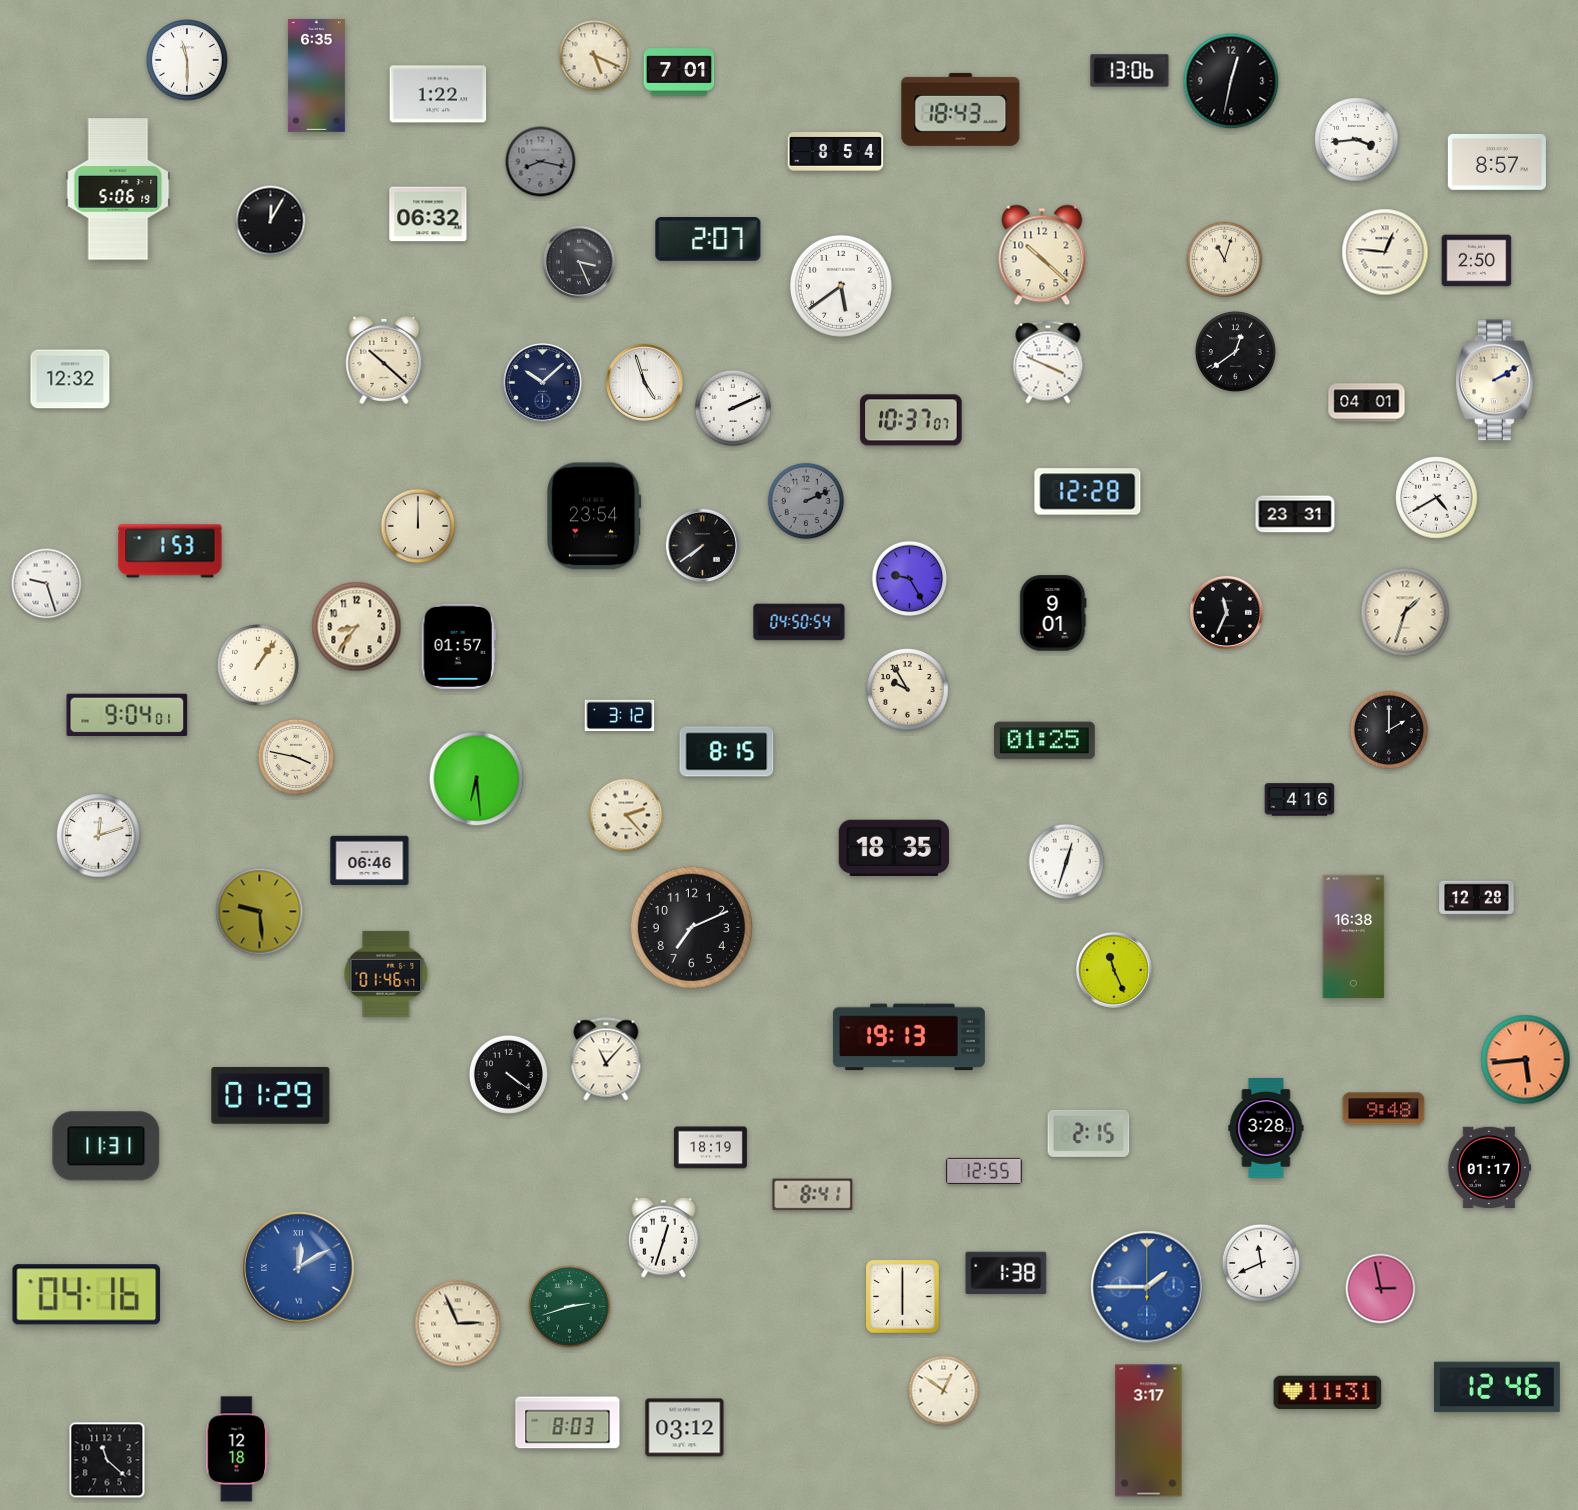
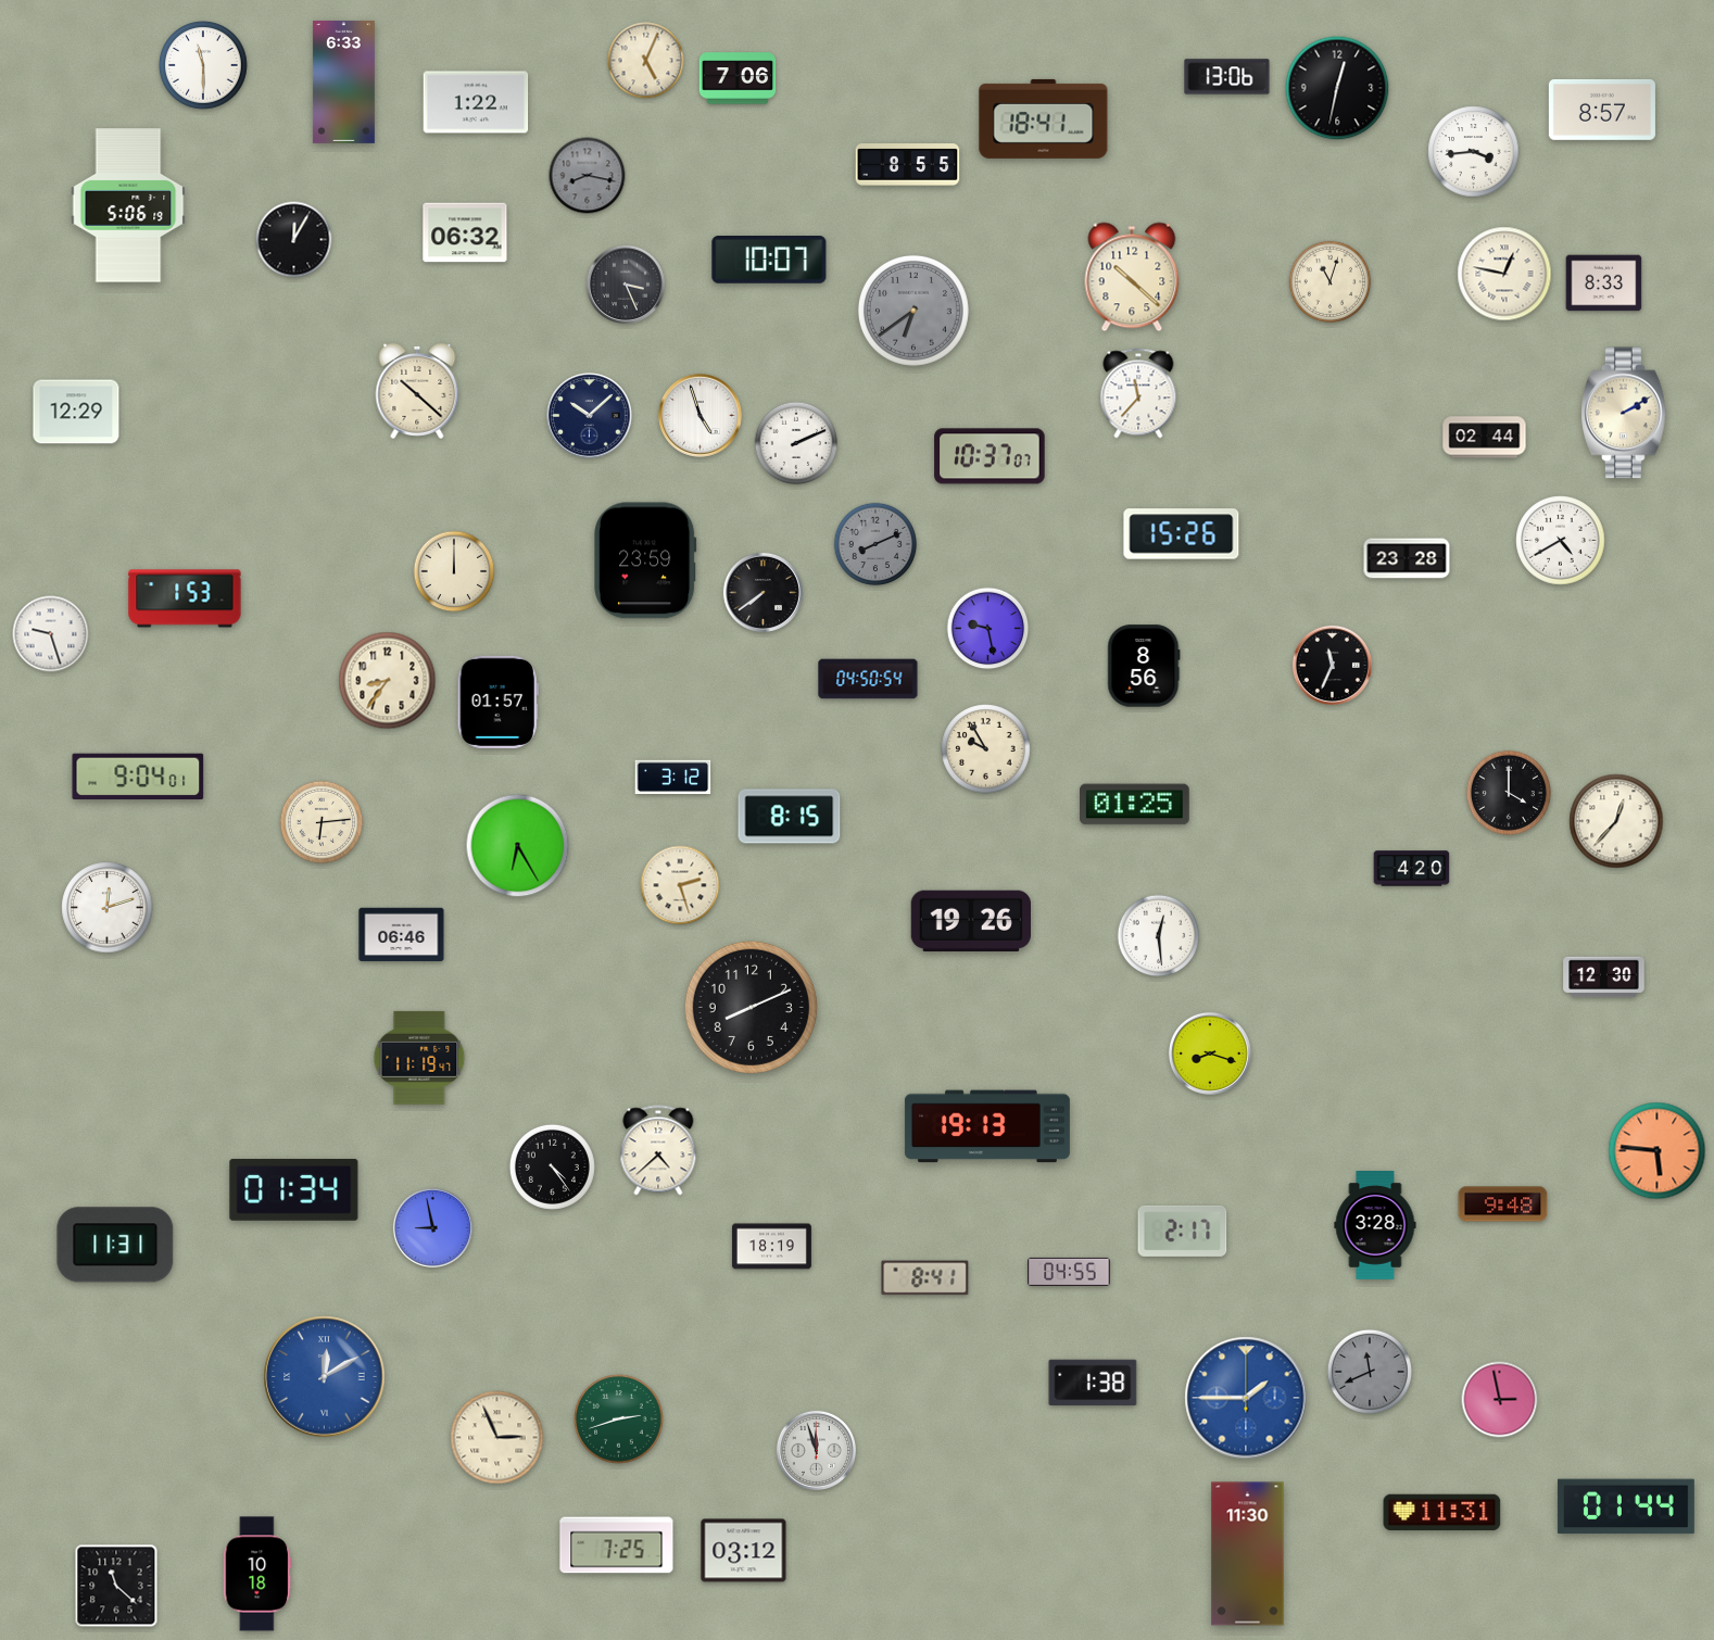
clock at (595, 56): 5:19 -> 5:04
clock at (679, 72): 7:01 -> 7:06
clock at (316, 75): 6:35 -> 6:33
clock at (961, 109): 18:43 -> 18:41
clock at (836, 152): 8:54 -> 8:55
clock at (1497, 162) position: (1497, 162) -> (1602, 110)
clock at (708, 239): 2:07 -> 10:07
clock at (1385, 252): 12:46 -> 12:47
clock at (578, 261) position: (578, 261) -> (625, 283)
clock at (1477, 261): 2:50 -> 8:33
clock at (841, 286): 5:39 -> 6:39
clock at (841, 286) dial: white -> grey
clock at (1236, 352): 12:39 -> none
clock at (1048, 362): 3:49 -> 11:37
clock at (70, 379): 12:32 -> 12:29
clock at (1367, 403): 04:01 -> 02:44
clock at (1088, 492): 12:28 -> 15:26
clock at (806, 501): 2:11 -> 8:11
clock at (1295, 514): 23:31 -> 23:28
clock at (594, 516): 23:54 -> 23:59
clock at (910, 579): 9:25 -> 9:28
clock at (1405, 612): 1:33 -> none
clock at (1053, 613): 9:01 -> 8:56
clock at (799, 622) position: (799, 622) -> (868, 679)
clock at (258, 665): 1:06 -> none
clock at (1389, 730): 2:00 -> 4:00
clock at (1616, 821): none -> 12:37
clock at (296, 757): 3:47 -> 6:14
clock at (477, 779): 6:29 -> 6:25
clock at (1300, 800): 4:16 -> 4:20
clock at (626, 815): 2:23 -> 2:27
clock at (893, 847): 18:35 -> 19:26
clock at (1067, 862): 12:33 -> 12:29
clock at (1477, 900): 12:28 -> 12:30
clock at (260, 912): 9:29 -> none
clock at (691, 927): 7:11 -> 8:11
clock at (1354, 937): 16:38 -> none
clock at (1114, 970): 11:26 -> 8:18
clock at (386, 974): 01:46 -> 11:19
clock at (606, 1059): 11:07 -> 4:38
clock at (1526, 1060): 5:44 -> 5:46
clock at (508, 1074): 4:21 -> 4:24
clock at (271, 1095): 01:29 -> 01:34
clock at (432, 1227): none -> 8:58
clock at (1089, 1133): 2:15 -> 2:17
clock at (1489, 1167): 01:17 -> none
clock at (984, 1171): 12:55 -> 04:55
clock at (813, 1195) position: (813, 1195) -> (925, 1278)
clock at (664, 1237): 12:33 -> none
clock at (1261, 1263) dial: white -> grey
clock at (87, 1295): 04:16 -> none
clock at (903, 1297): 6:00 -> none
clock at (816, 1450): none -> 11:57
clock at (1497, 1387): 12:46 -> 01:44
clock at (944, 1391): 12:51 -> none
clock at (568, 1423): 8:03 -> 7:25
clock at (1149, 1431): 3:17 -> 11:30
clock at (237, 1449): 12:18 -> 10:18
